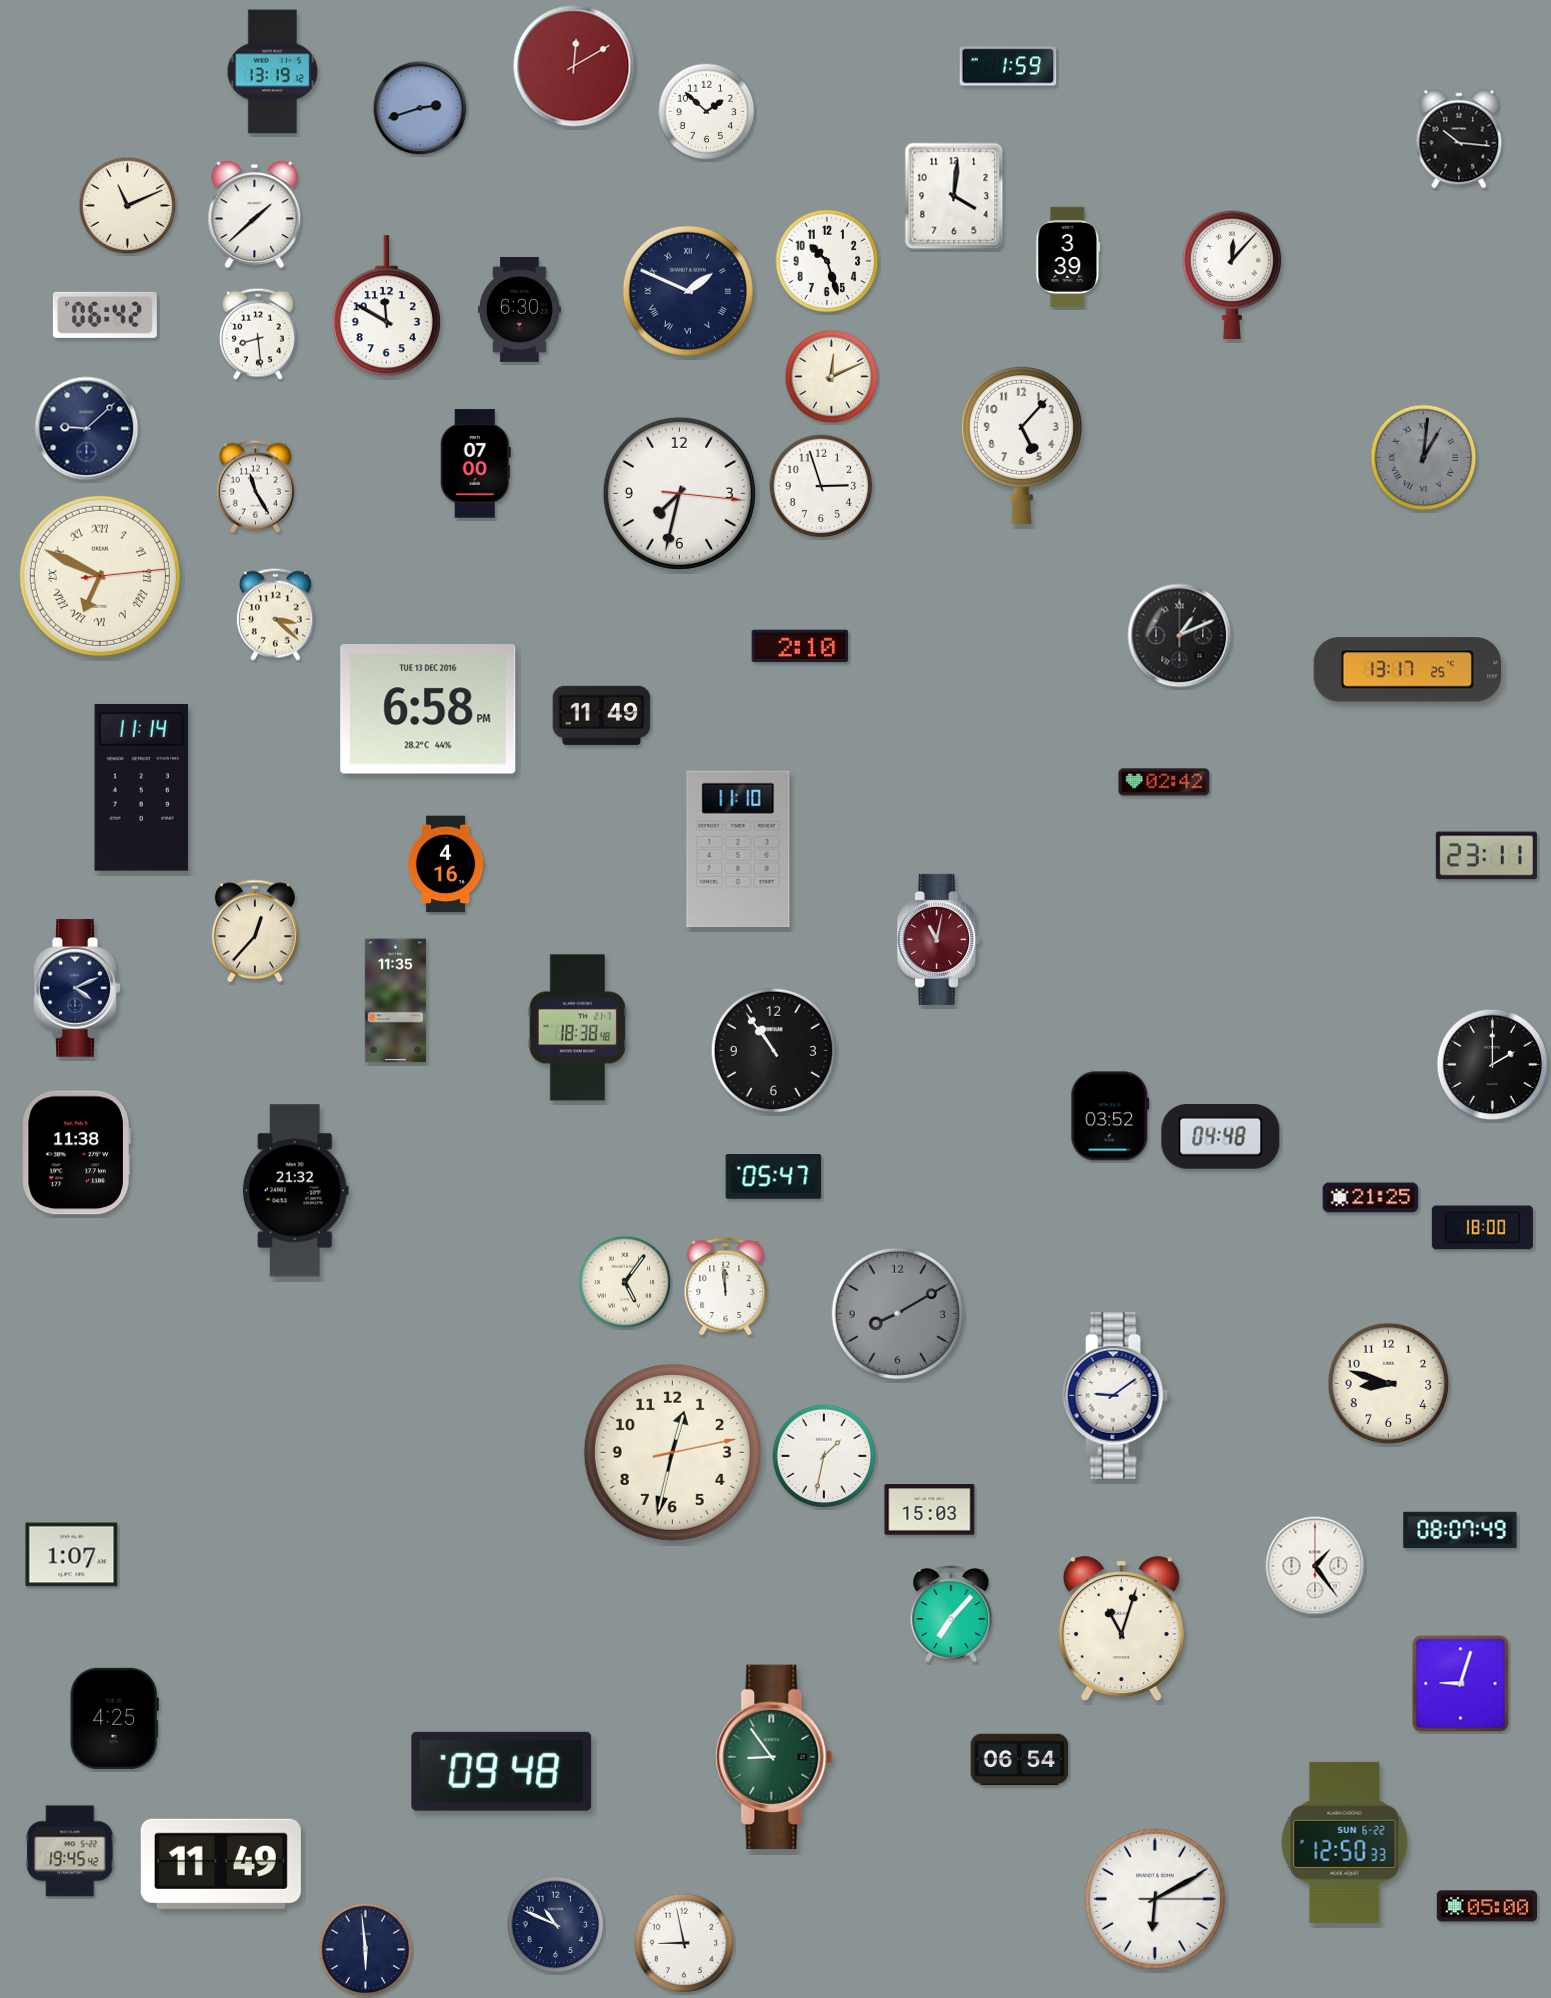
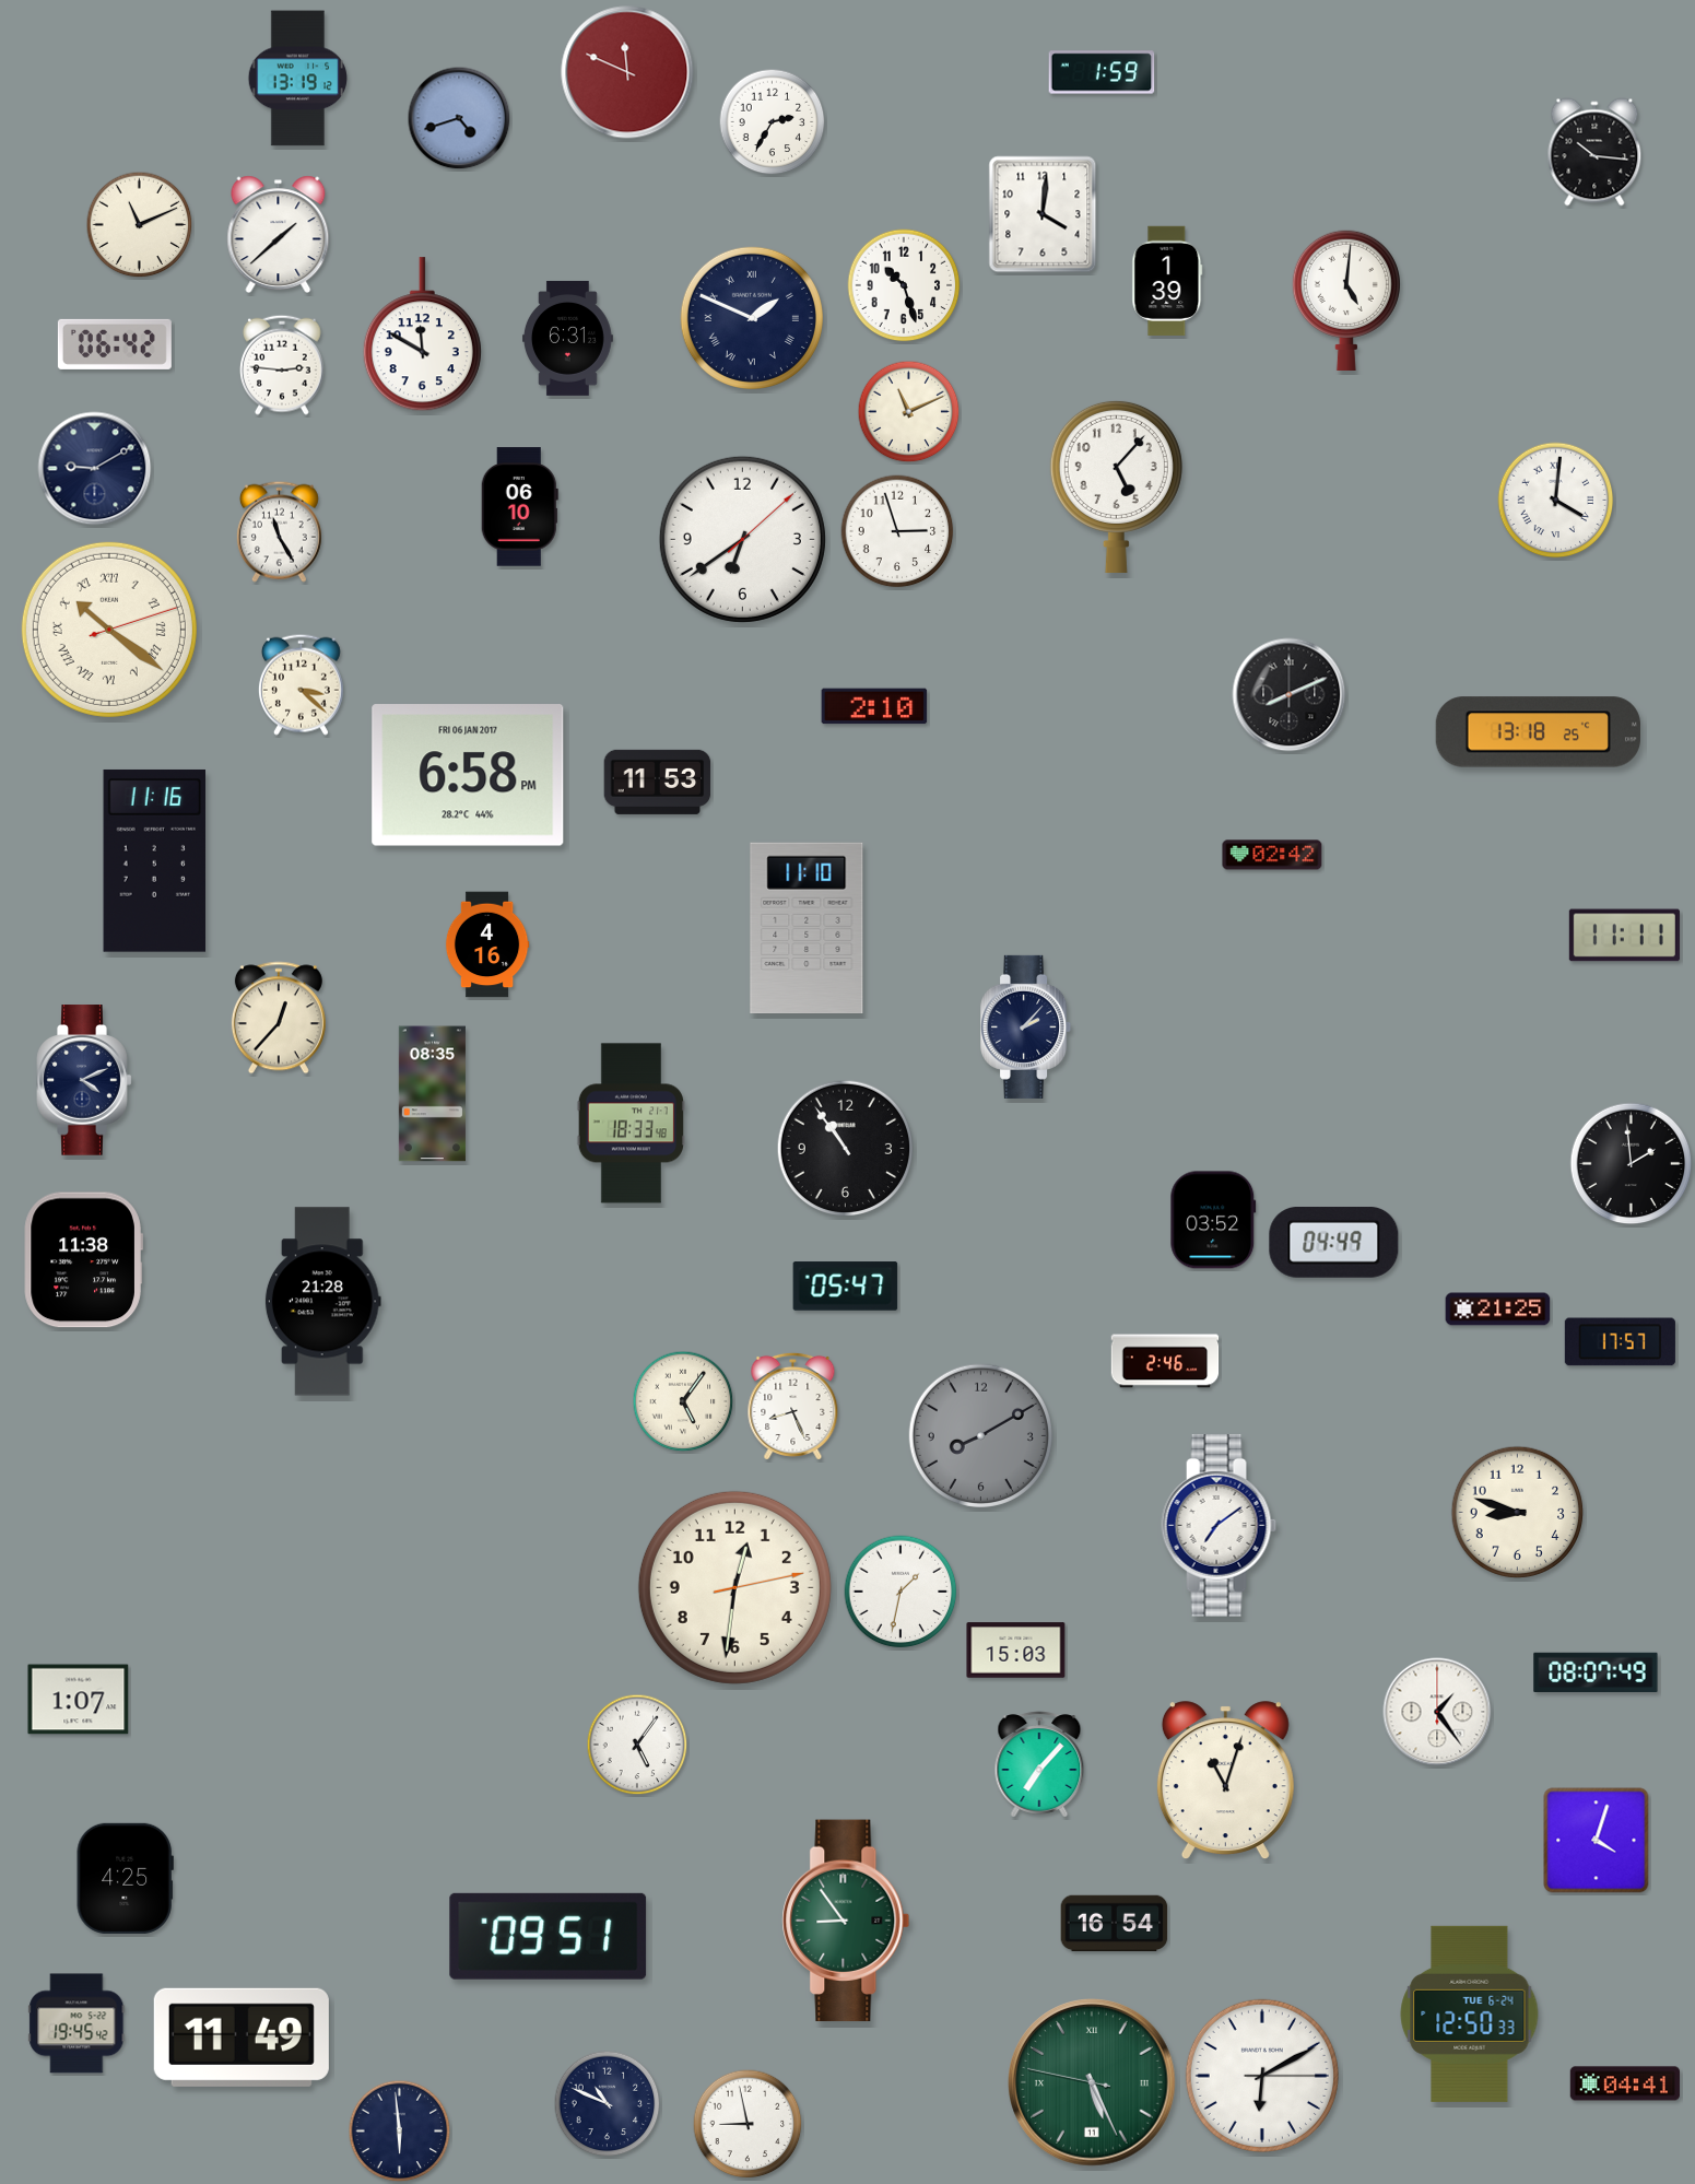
clock at (574, 66): 12:10 -> 11:49
clock at (420, 108): 2:42 -> 4:42
clock at (707, 112): 1:52 -> 2:35
clock at (1068, 257): 3:39 -> 1:39
clock at (1232, 274): 12:07 -> 5:01
clock at (519, 309): 6:30 -> 6:31
clock at (259, 334): 8:29 -> 2:46
clock at (832, 377): 12:11 -> 11:11
clock at (87, 429): 9:08 -> 9:10
clock at (1424, 458): 1:01 -> 4:01
clock at (1424, 458) dial: grey -> white
clock at (475, 464): 07:00 -> 06:10
clock at (679, 493): 7:32 -> 6:39
clock at (100, 576): 6:49 -> 10:21
clock at (275, 614) position: (275, 614) -> (301, 684)
clock at (1180, 636): 1:11 -> 8:11
clock at (1407, 670): 13:17 -> 13:18
clock at (428, 709) date: TUE 13 DEC 2016 -> FRI 06 JAN 2017
clock at (602, 715): 11:49 -> 11:53
clock at (142, 787): 11:14 -> 11:16
clock at (1486, 856): 23:11 -> 11:11
clock at (939, 939): 11:02 -> 2:07
clock at (939, 939) dial: burgundy -> navy
clock at (395, 1001): 11:35 -> 08:35
clock at (577, 1028): 18:38 -> 18:33
clock at (1493, 1065): 2:00 -> 1:59
clock at (1221, 1137): 04:48 -> 04:49
clock at (295, 1191): 21:32 -> 21:28
clock at (1482, 1228): 18:00 -> 17:57
clock at (1165, 1361): none -> 2:46
clock at (726, 1286): 11:59 -> 8:26
clock at (1116, 1396): 9:09 -> 7:09
clock at (672, 1452): 12:32 -> 12:31
clock at (637, 1745): none -> 5:06
clock at (1461, 1684): 9:03 -> 4:03
clock at (1020, 1760): 06:54 -> 16:54
clock at (502, 1771): 09:48 -> 09:51
clock at (1345, 1842) date: SUN 6-22 -> TUE 6-24
clock at (1092, 2082): none -> 5:25
clock at (1487, 1906): 05:00 -> 04:41
